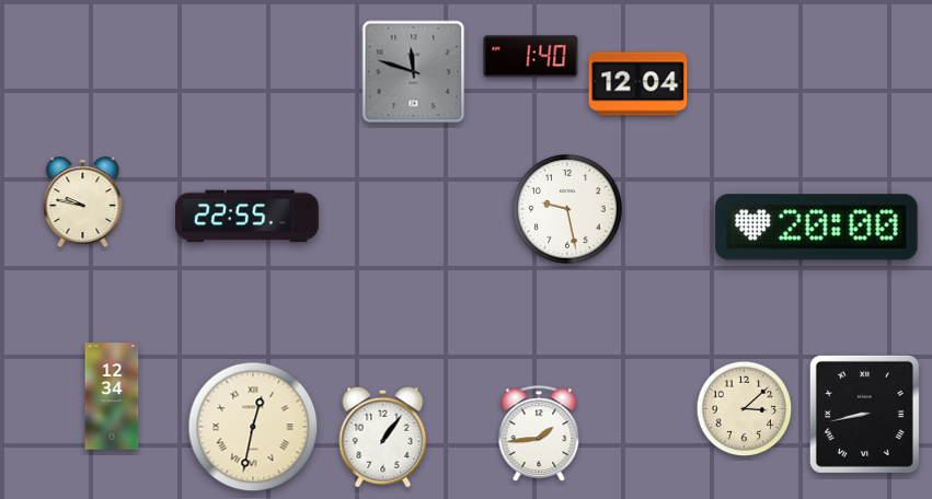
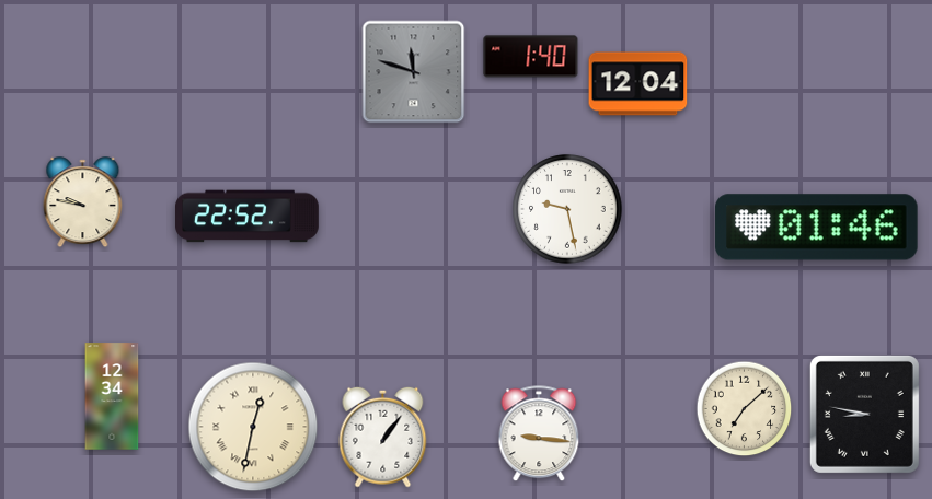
clock at (248, 217): 22:55 -> 22:52
clock at (817, 228): 20:00 -> 01:46
clock at (745, 409): 3:08 -> 7:08
clock at (864, 414): 8:43 -> 8:47
clock at (539, 434): 1:44 -> 9:16
